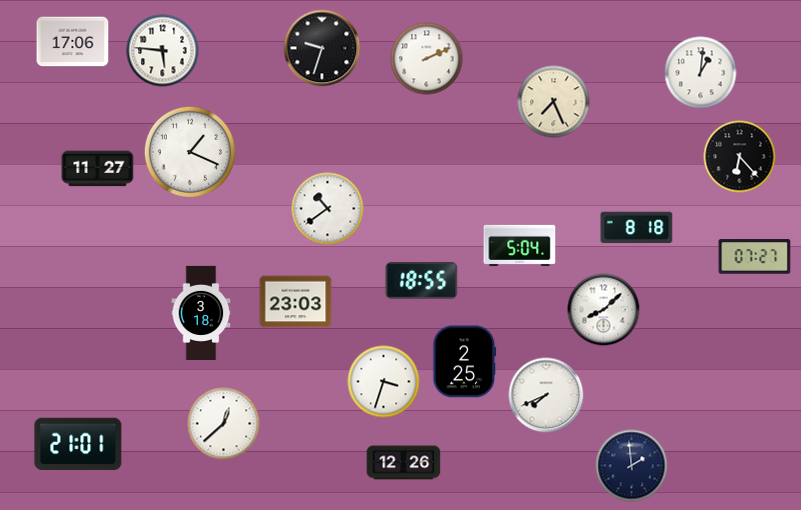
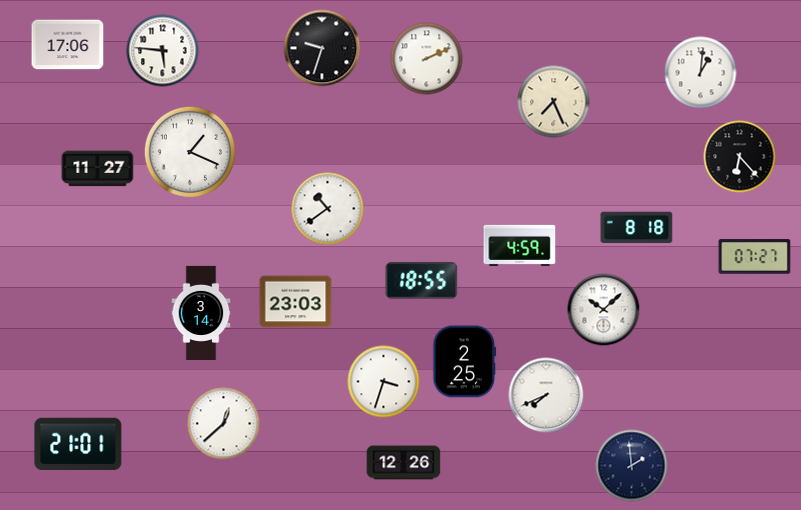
clock at (73, 42) position: (73, 42) -> (68, 45)
clock at (520, 245): 5:04 -> 4:59
clock at (604, 310): 8:08 -> 10:08
clock at (201, 312): 3:18 -> 3:14
